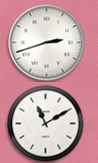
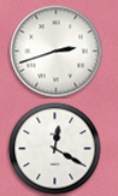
clock at (46, 124): 11:10 -> 12:20
